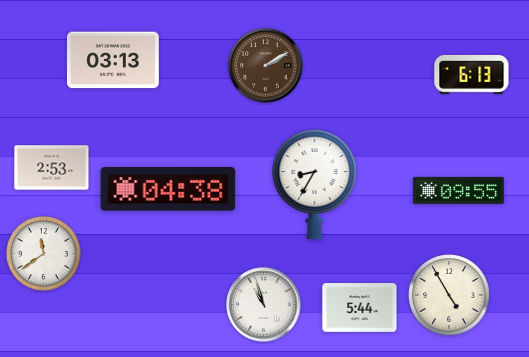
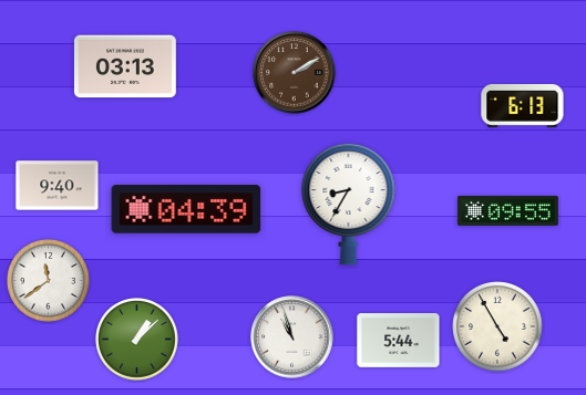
clock at (472, 74) position: (472, 74) -> (523, 105)
clock at (52, 168): 2:53 -> 9:40
clock at (168, 189): 04:38 -> 04:39
clock at (137, 340): none -> 1:08
